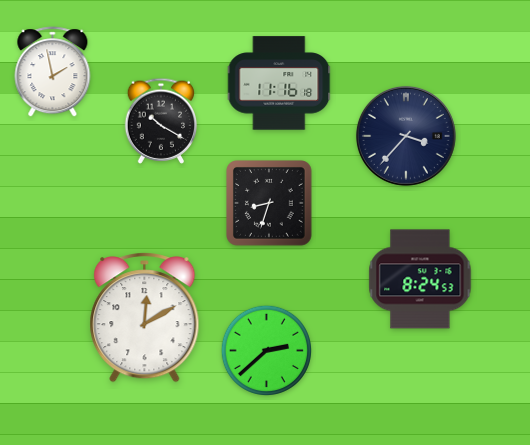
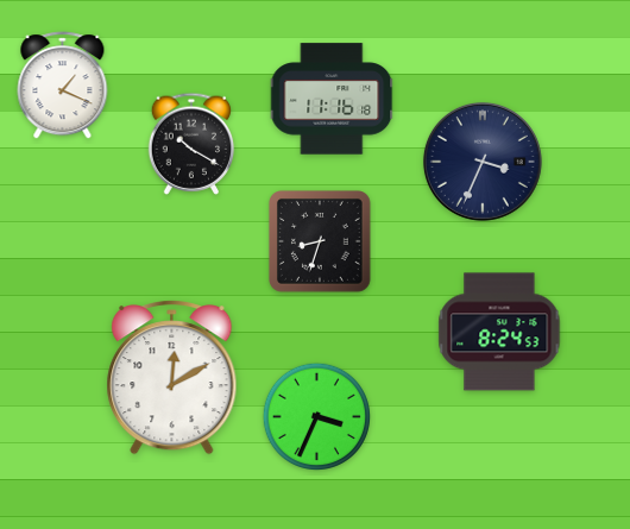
clock at (53, 72): 1:58 -> 1:19
clock at (406, 136): 3:37 -> 3:34
clock at (266, 350): 2:38 -> 3:34
